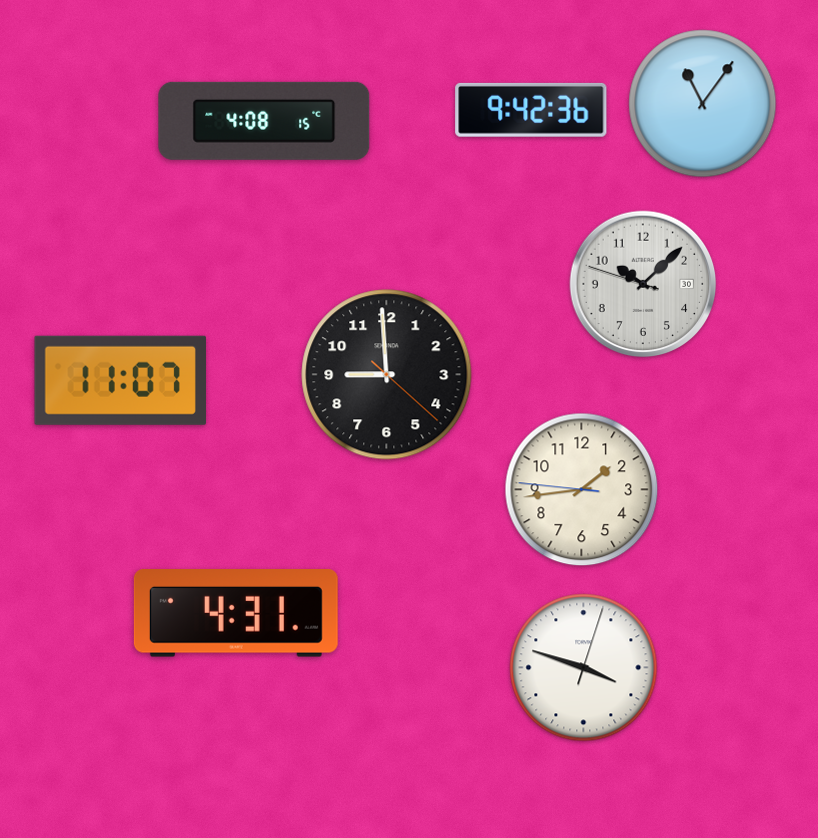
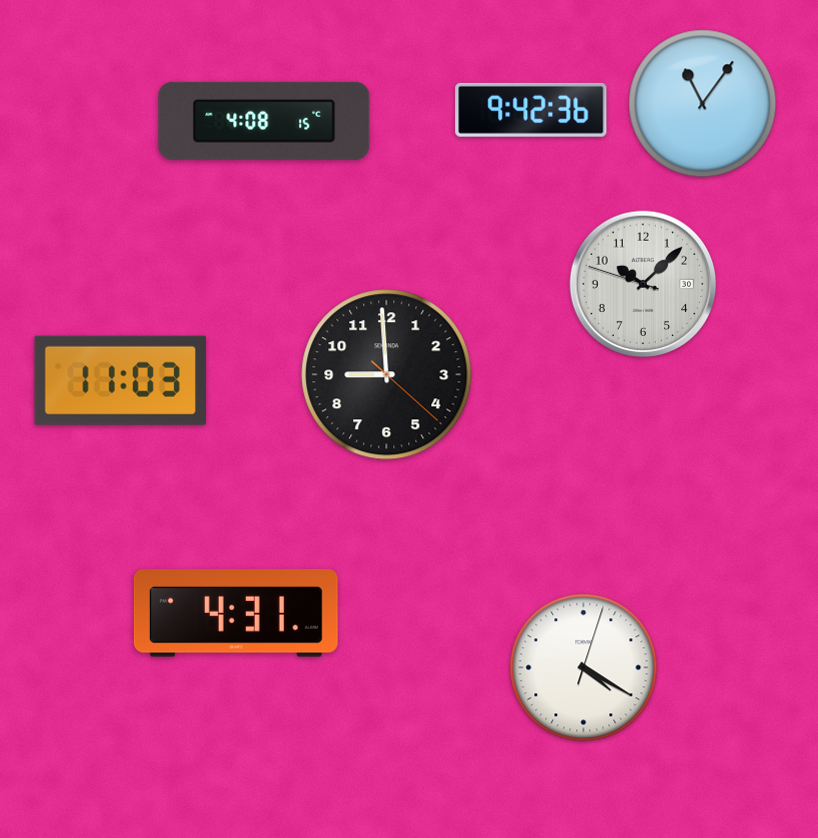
clock at (120, 380): 11:07 -> 11:03
clock at (582, 490): 1:43 -> none
clock at (584, 668): 3:48 -> 4:20
